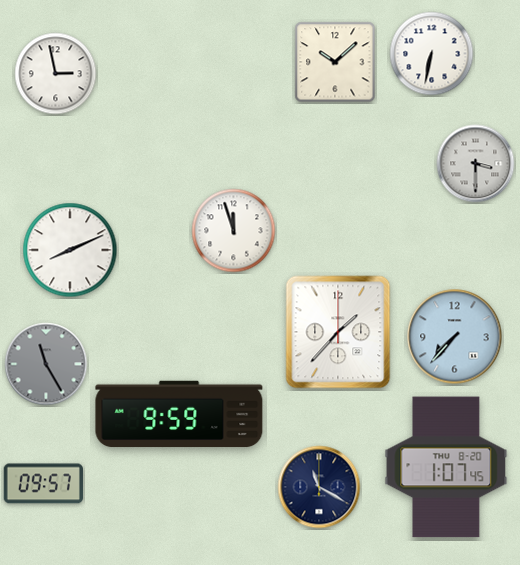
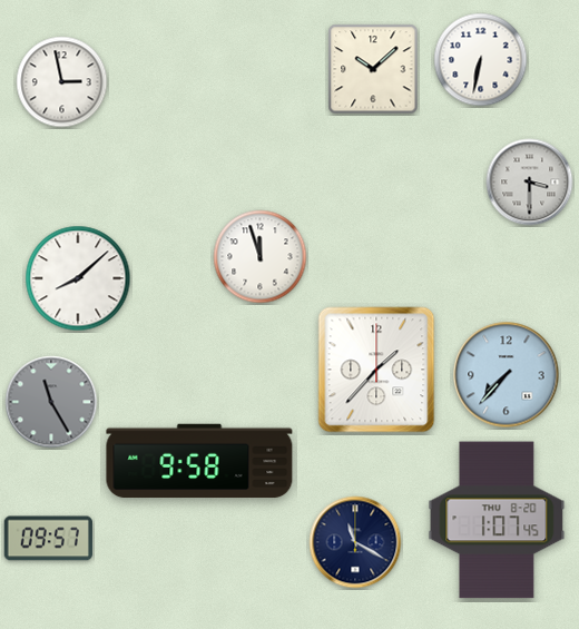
clock at (70, 250): 8:11 -> 8:08
clock at (46, 364) position: (46, 364) -> (51, 402)
clock at (179, 414): 9:59 -> 9:58
